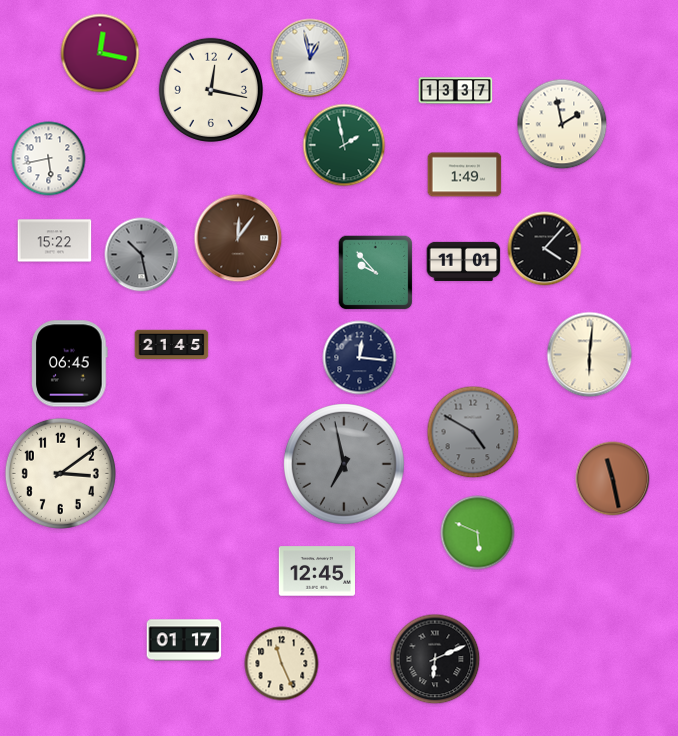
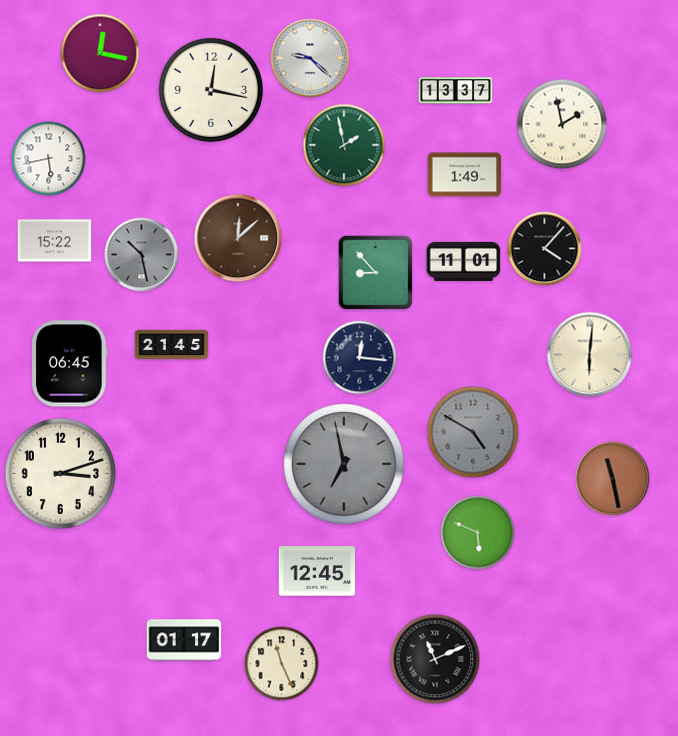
clock at (310, 58): 12:58 -> 9:22
clock at (238, 238): 12:06 -> 12:08
clock at (376, 273): 9:53 -> 8:53
clock at (60, 473): 3:09 -> 3:12
clock at (435, 659): 6:11 -> 11:11
